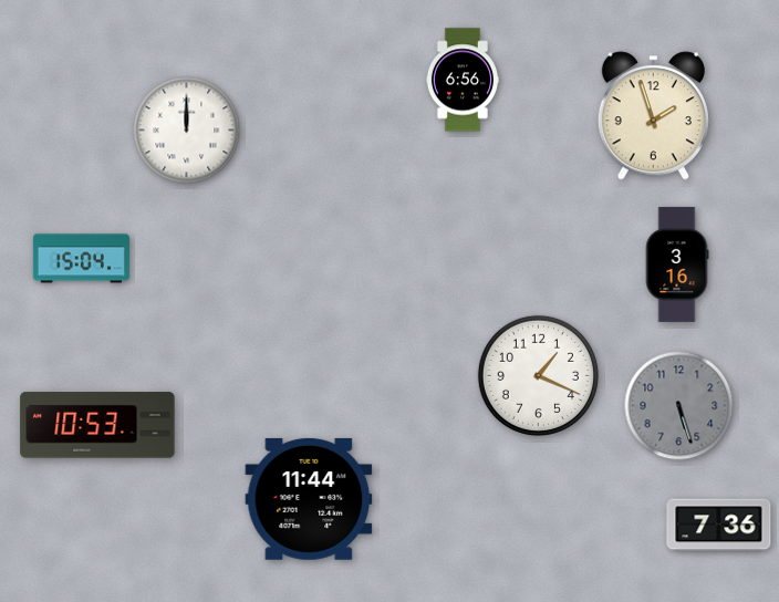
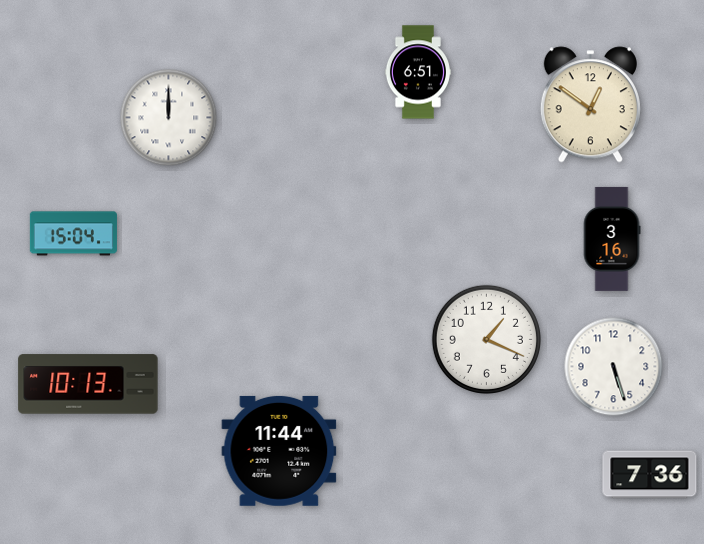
clock at (463, 80): 6:56 -> 6:51
clock at (653, 116): 1:57 -> 12:51
clock at (679, 406) dial: grey -> white
clock at (97, 425): 10:53 -> 10:13
